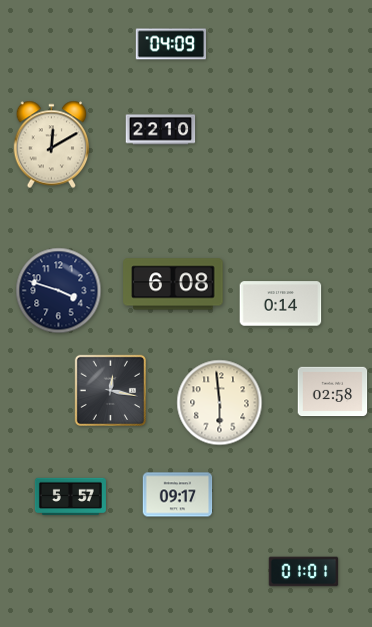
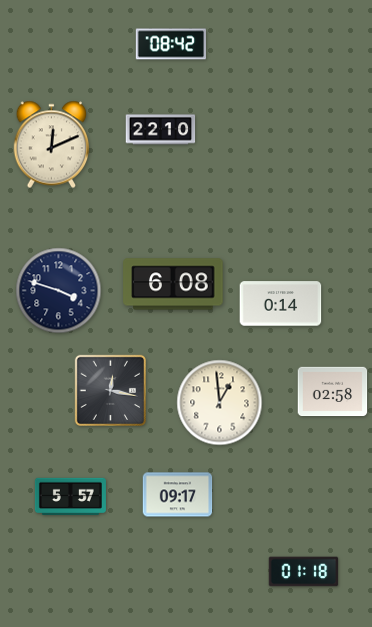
clock at (170, 44): 04:09 -> 08:42
clock at (52, 145): 12:10 -> 12:11
clock at (220, 403): 5:59 -> 12:59
clock at (304, 572): 01:01 -> 01:18
